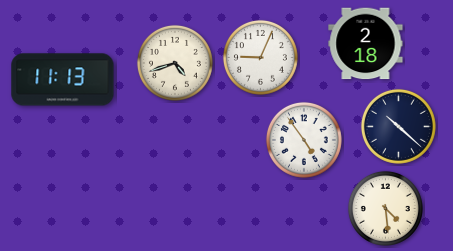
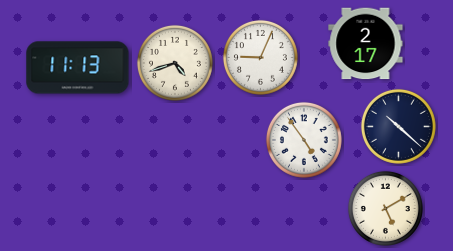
clock at (366, 44): 2:18 -> 2:17
clock at (63, 80) position: (63, 80) -> (78, 68)
clock at (385, 208): 4:29 -> 5:10
